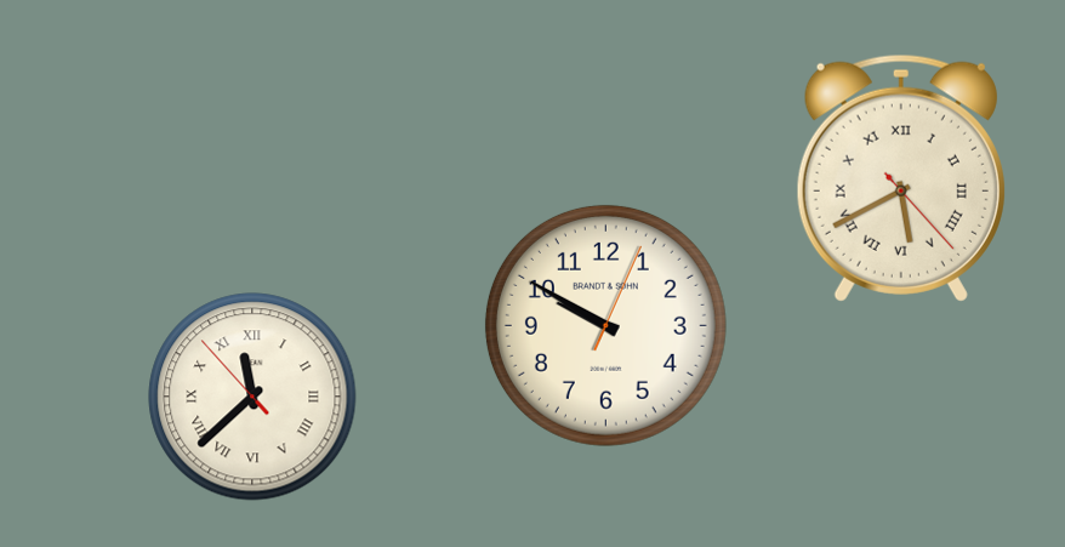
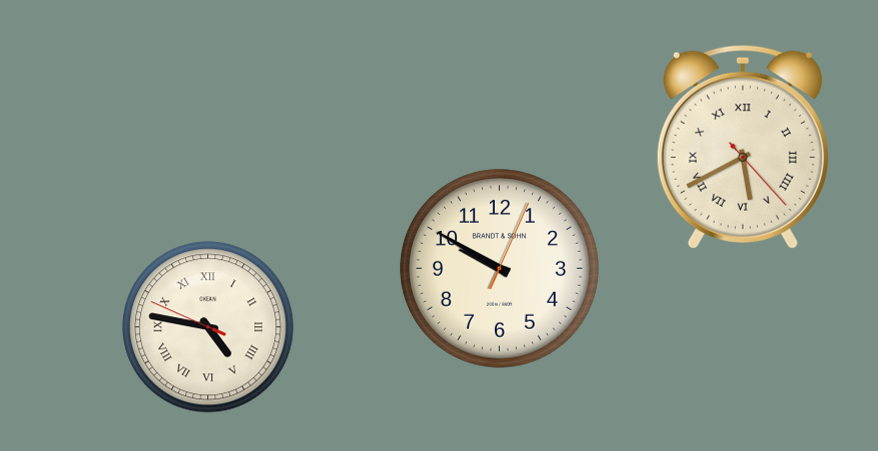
clock at (252, 397): 11:37 -> 4:46
